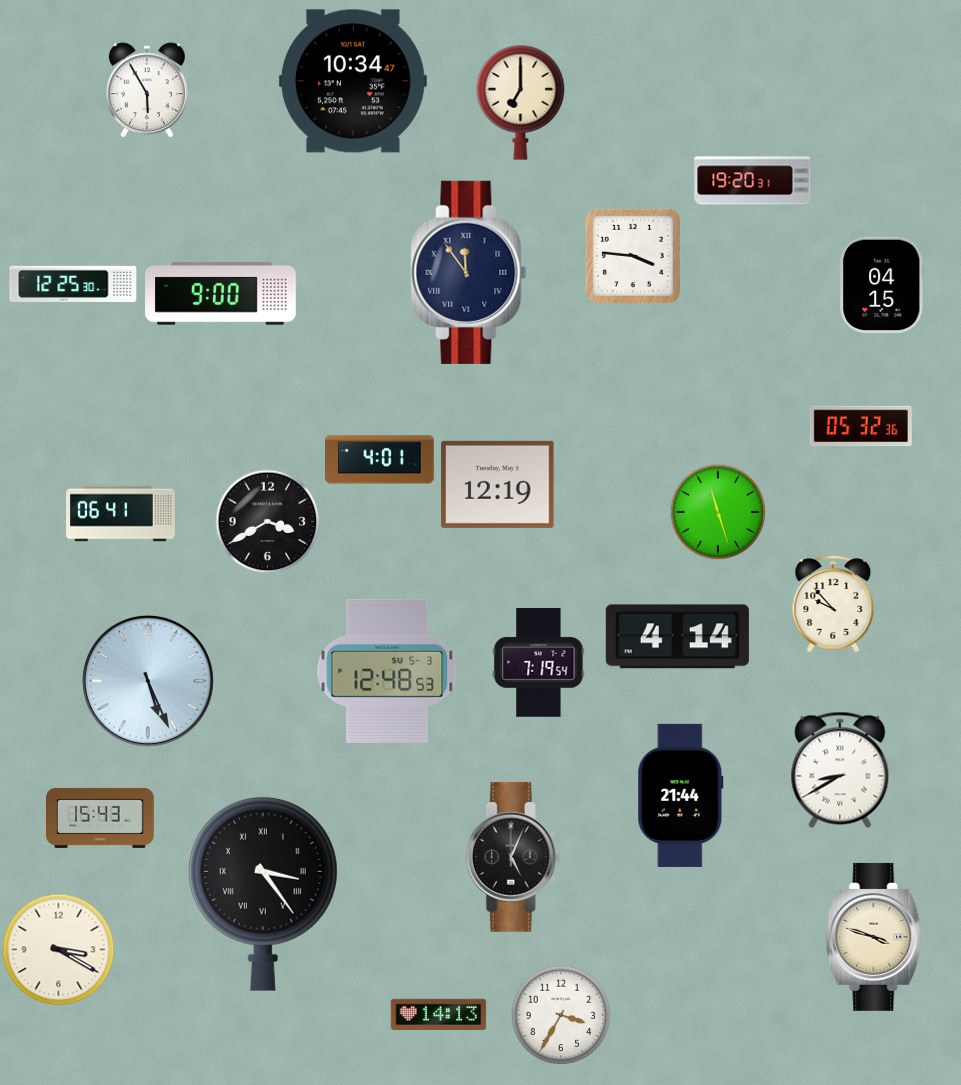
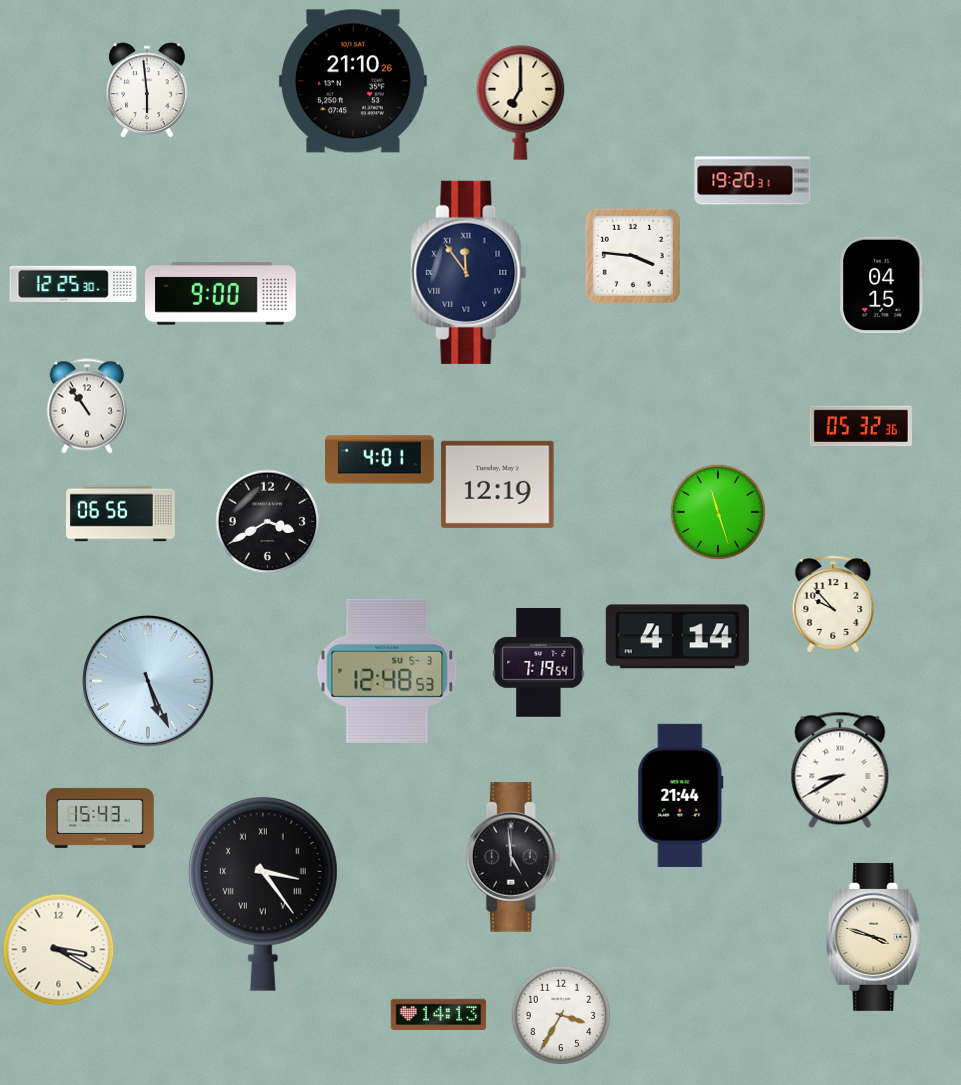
clock at (353, 81): 10:34 -> 21:10
clock at (148, 90): 5:55 -> 5:59
clock at (87, 406): none -> 10:54
clock at (121, 514): 06:41 -> 06:56
clock at (513, 857): 5:04 -> 4:59
